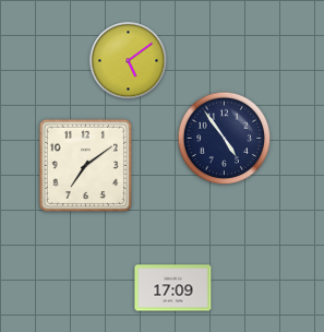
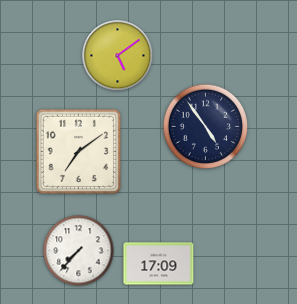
clock at (79, 251): none -> 7:37
